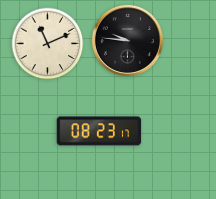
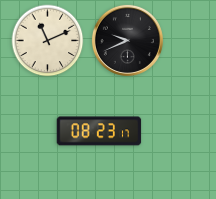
clock at (127, 40): 9:46 -> 9:41
clock at (48, 44) position: (48, 44) -> (48, 41)
